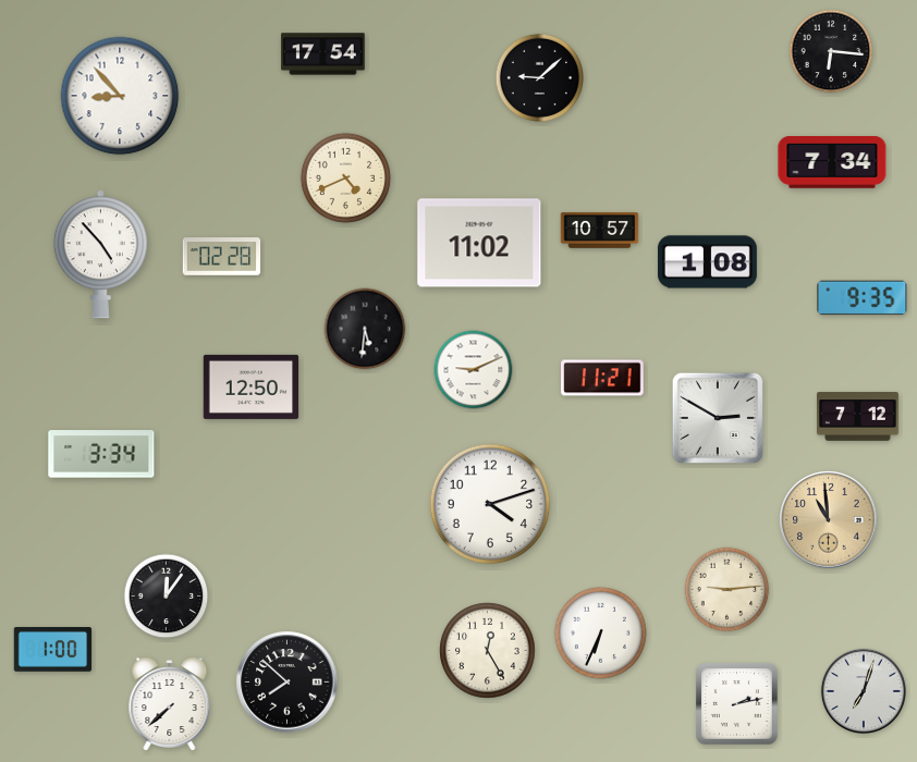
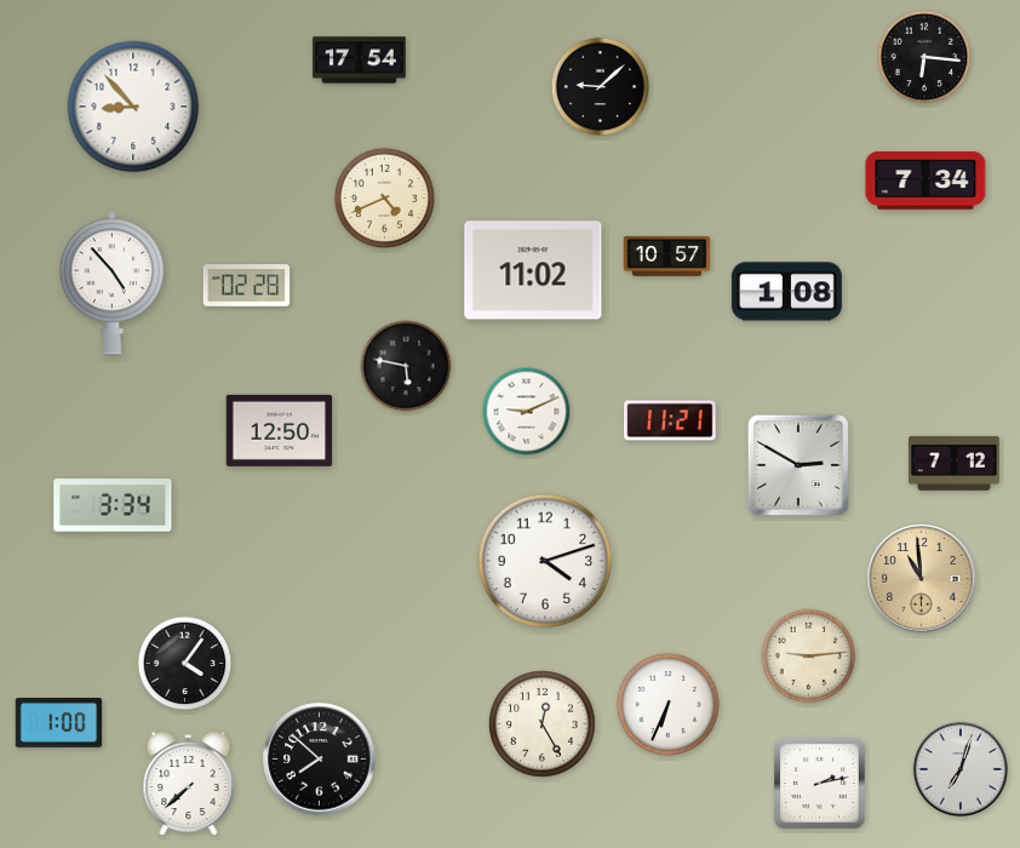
clock at (863, 298): 9:35 -> none
clock at (365, 329): 5:31 -> 5:47
clock at (167, 597): 12:06 -> 4:06
